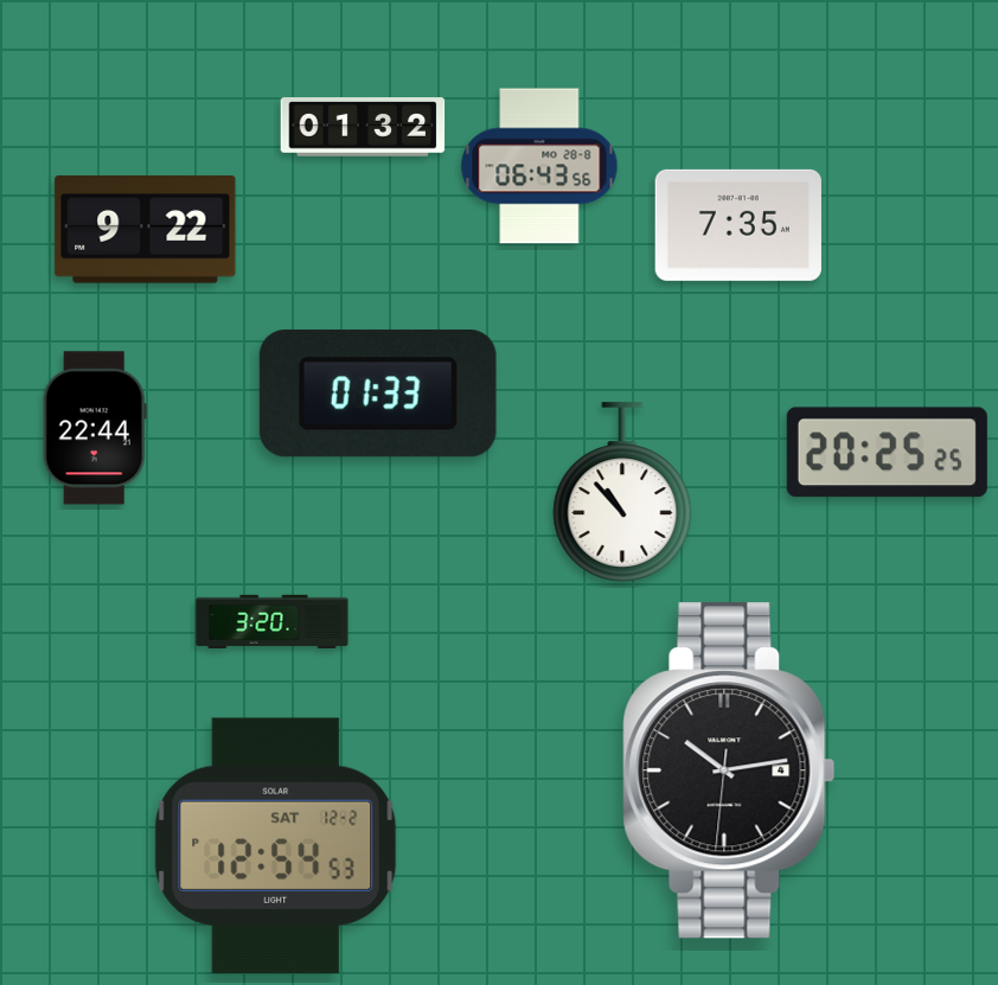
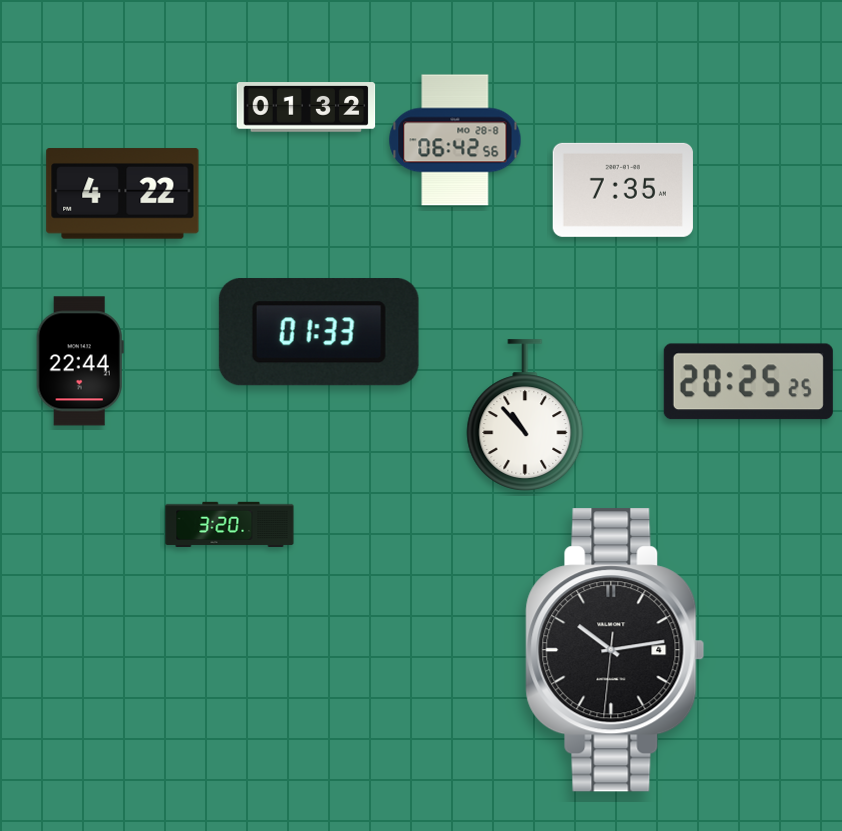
clock at (539, 166): 06:43 -> 06:42
clock at (146, 230): 9:22 -> 4:22
clock at (276, 846): 12:54 -> none
